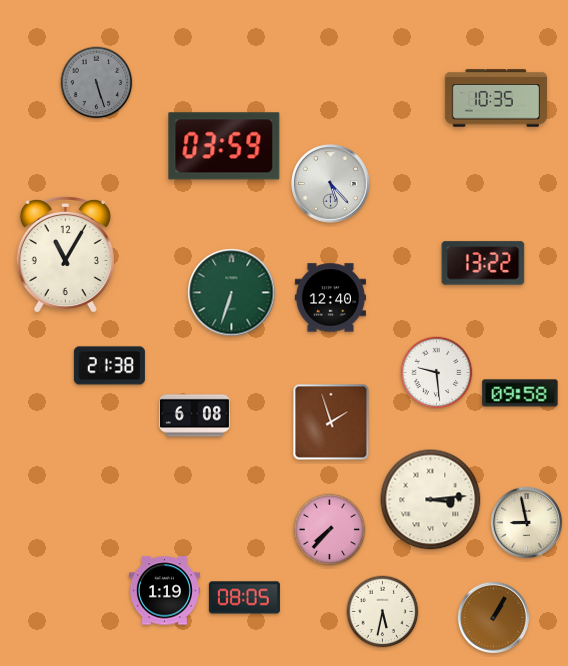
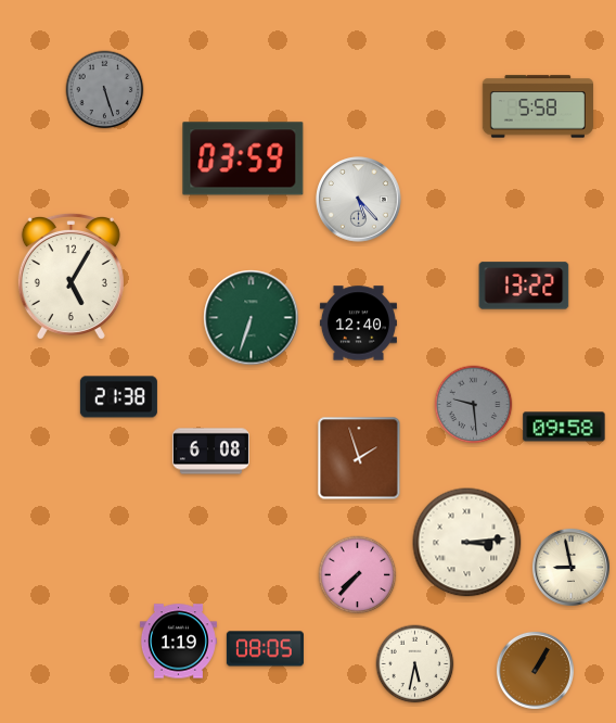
clock at (496, 98): 10:35 -> 5:58
clock at (65, 254): 11:05 -> 5:05
clock at (437, 373) dial: white -> grey
